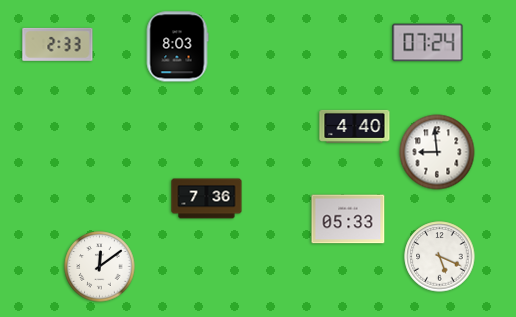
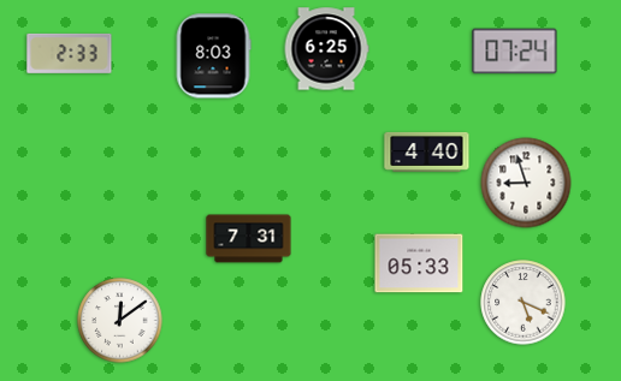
clock at (326, 49): none -> 6:25
clock at (437, 152): 8:59 -> 8:57
clock at (207, 199): 7:36 -> 7:31
clock at (440, 257) position: (440, 257) -> (524, 303)
